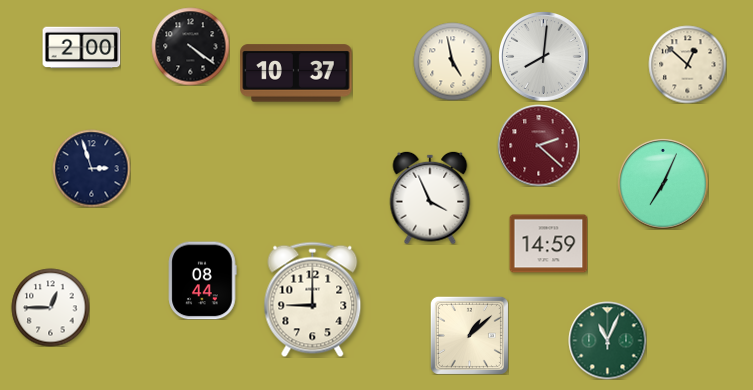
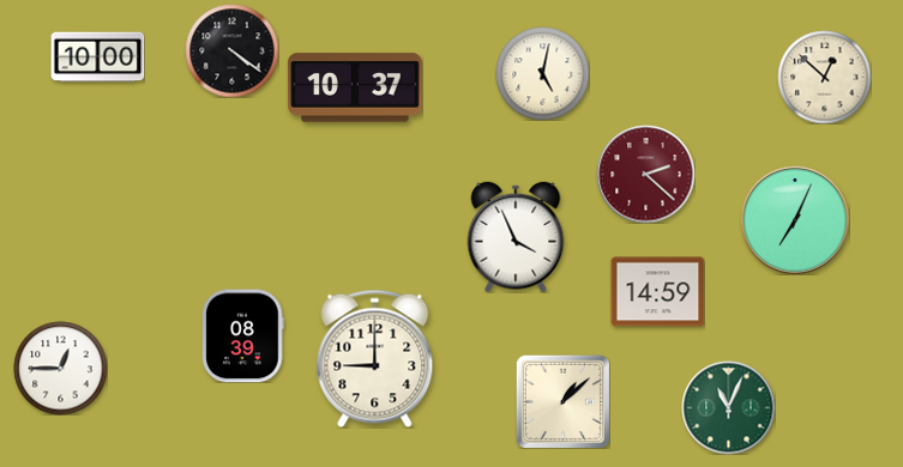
clock at (190, 46) position: (190, 46) -> (231, 50)
clock at (81, 48): 2:00 -> 10:00
clock at (544, 57): 8:01 -> none
clock at (452, 61): 4:58 -> 5:02
clock at (91, 168): 2:57 -> none
clock at (202, 280): 08:44 -> 08:39
